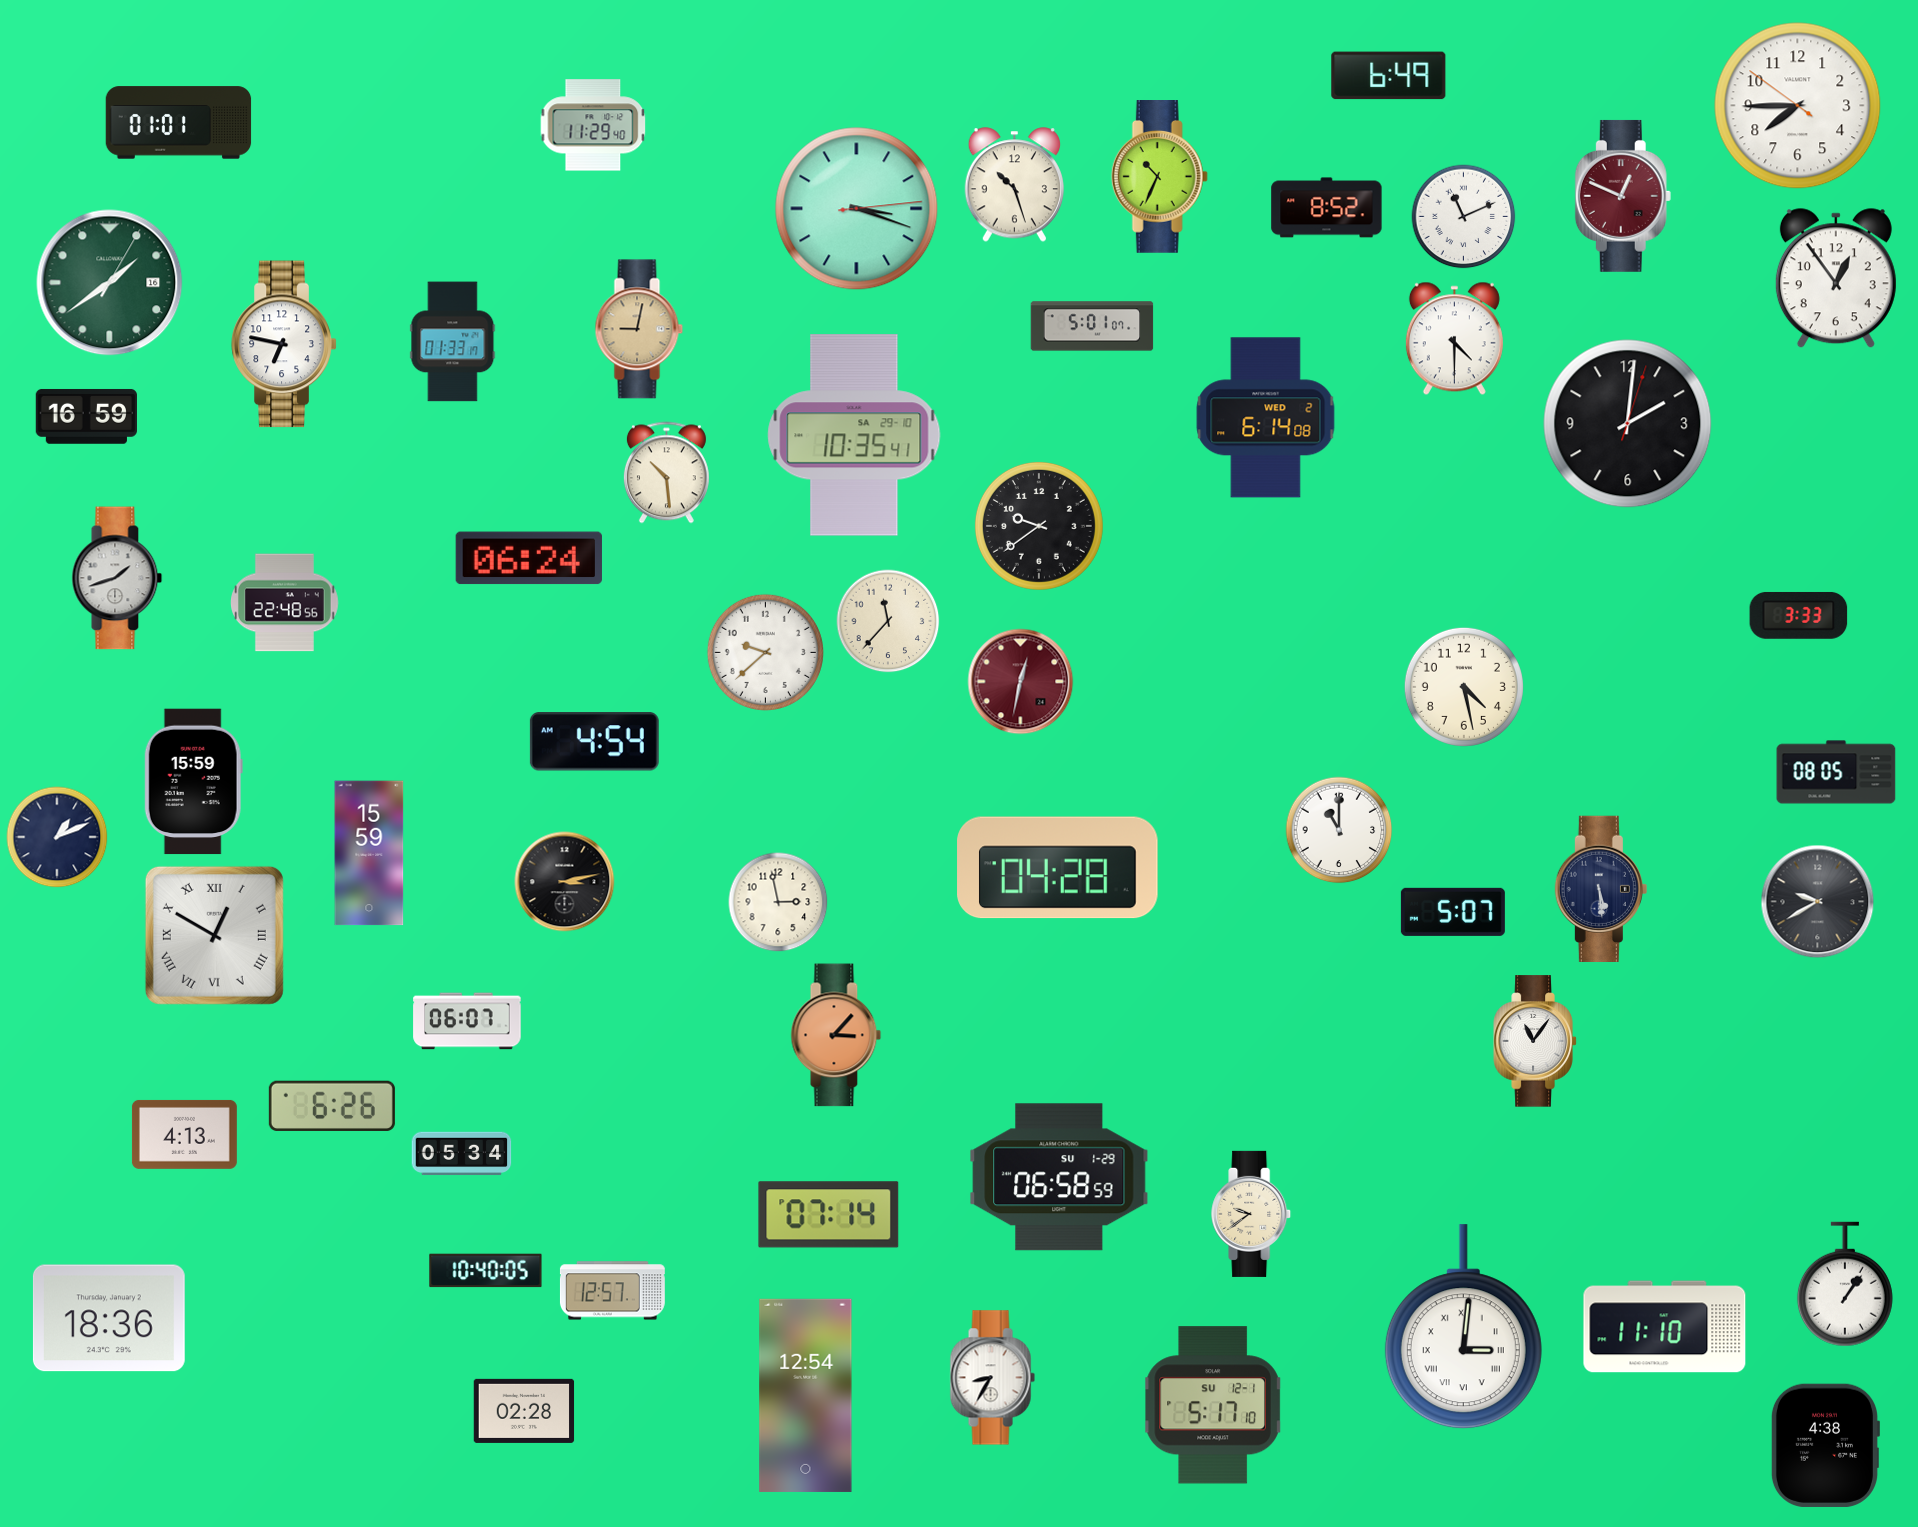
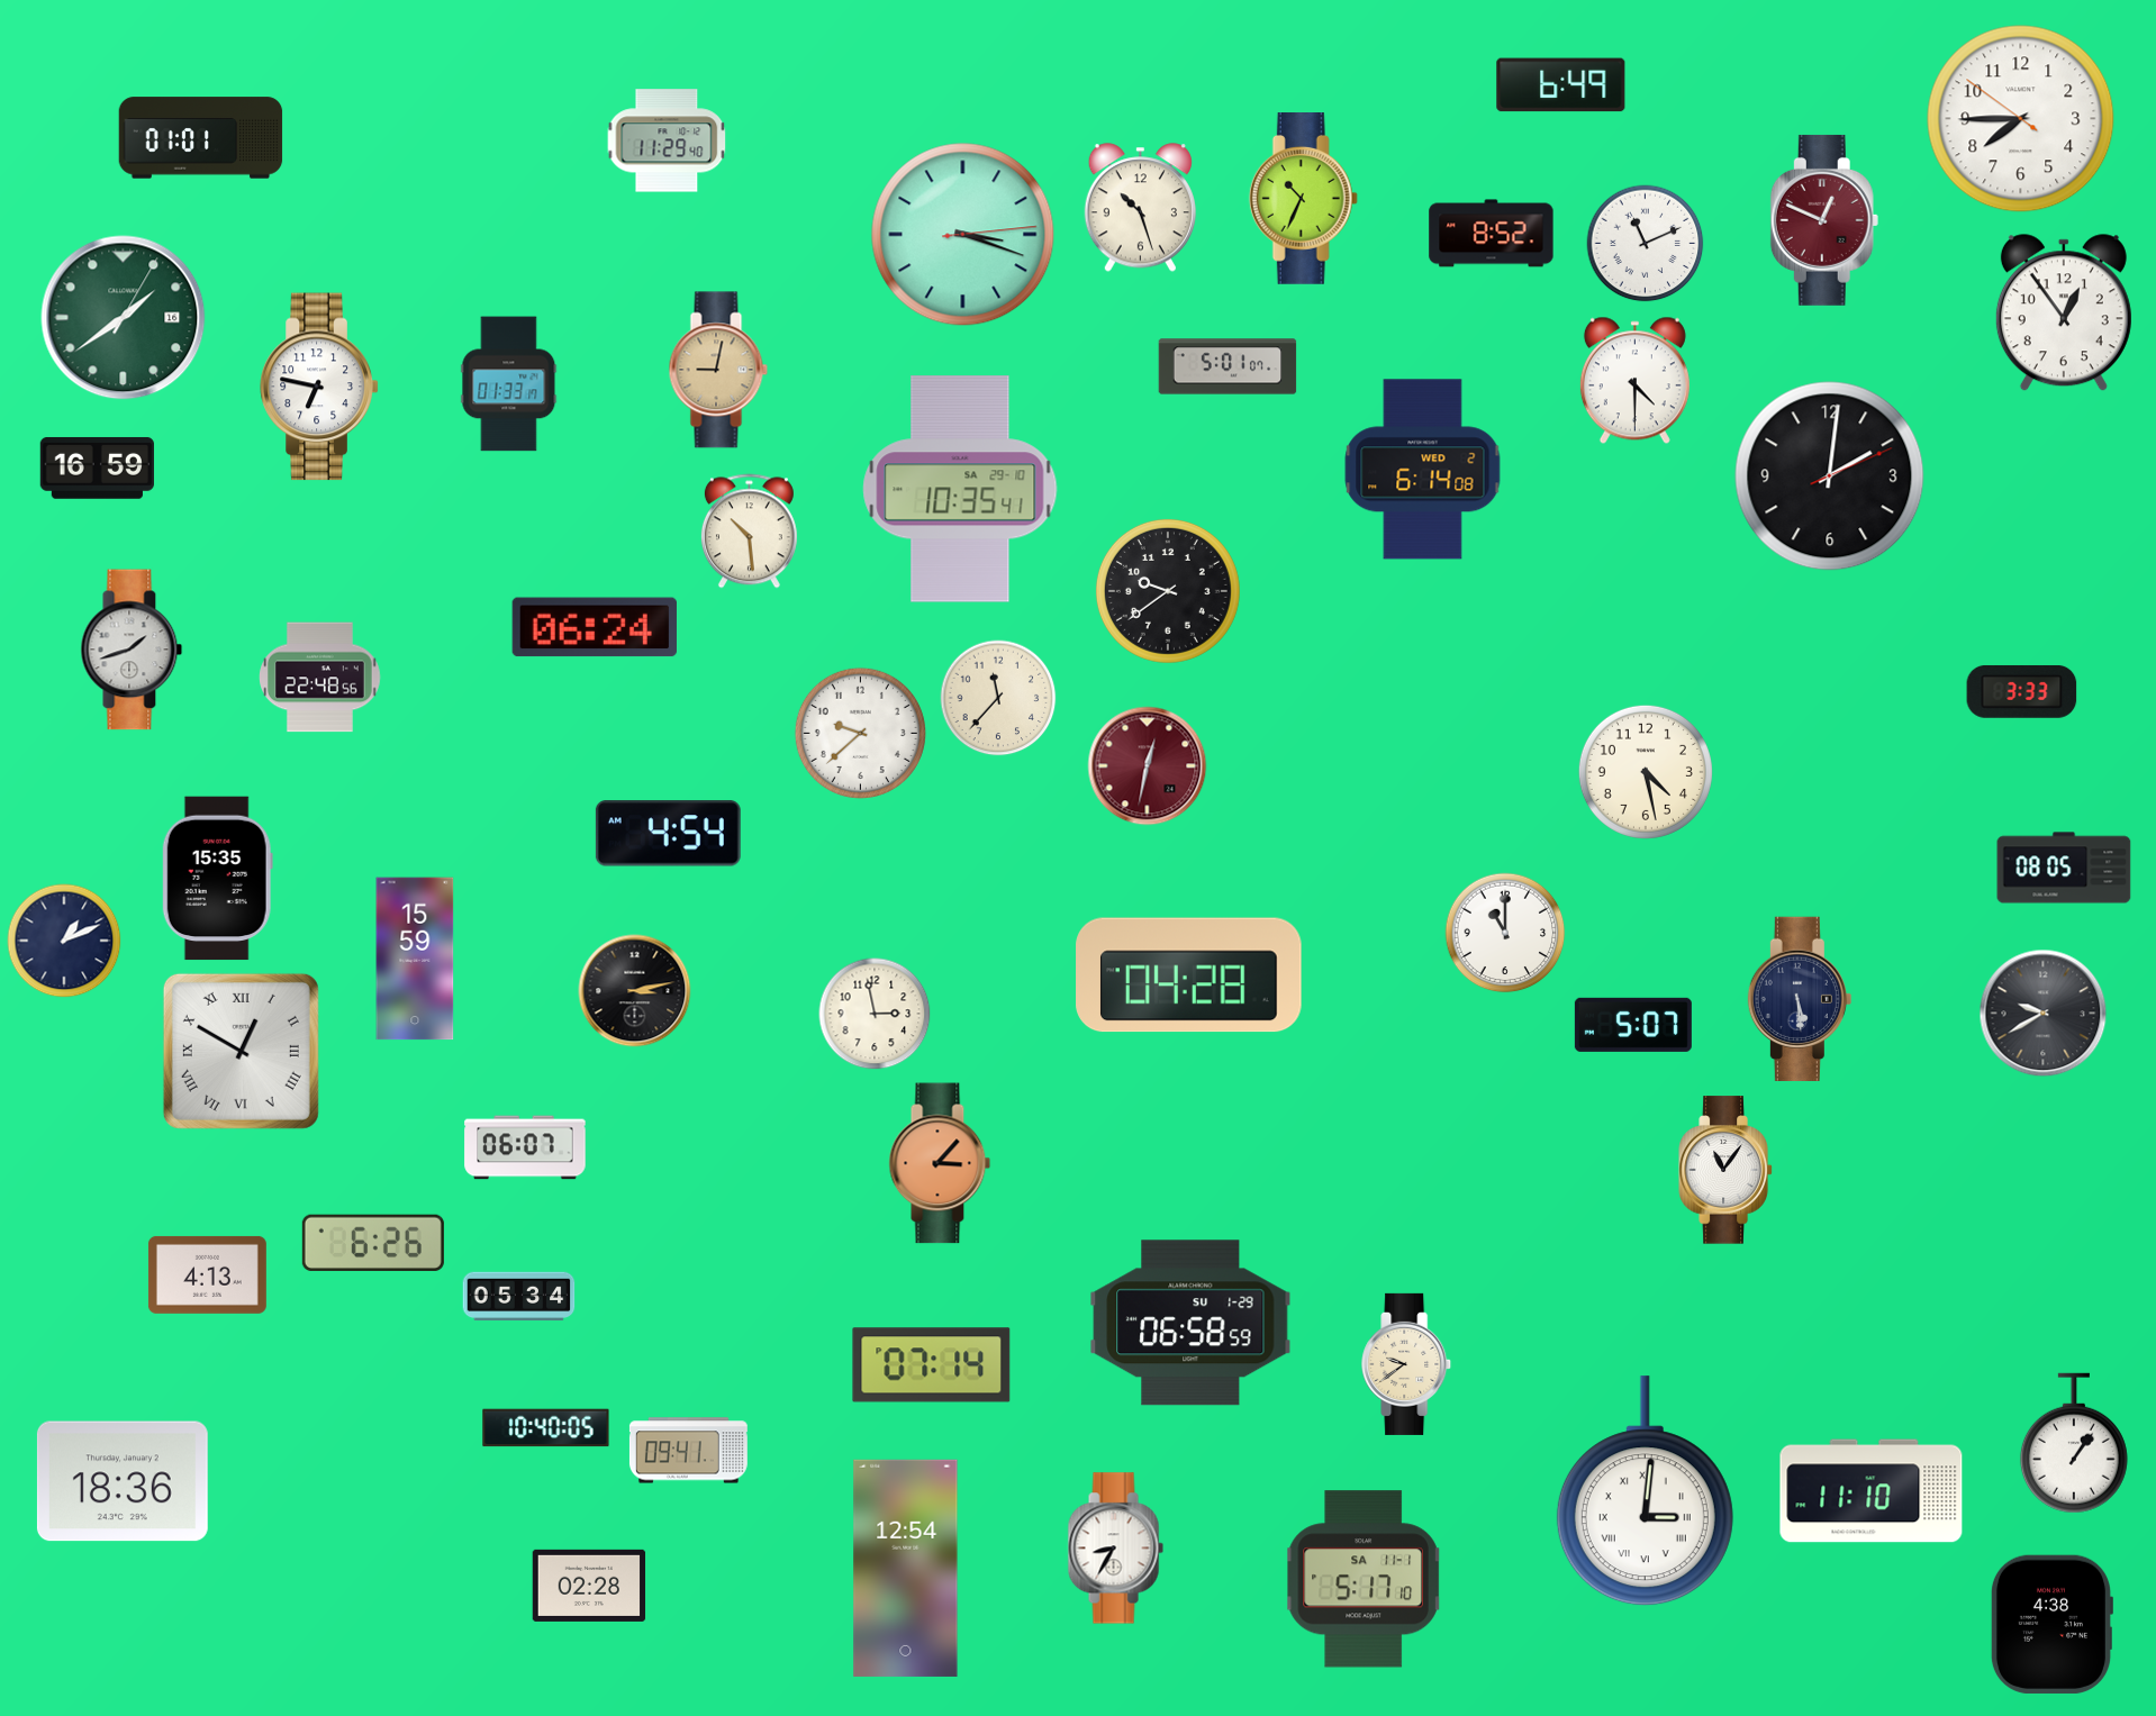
clock at (1628, 424): 2:01:03 -> 2:01:11
clock at (193, 782): 15:59 -> 15:35
clock at (612, 1291): 12:57 -> 09:41
clock at (1213, 1405) date: SU 12-1 -> SA 11-1
